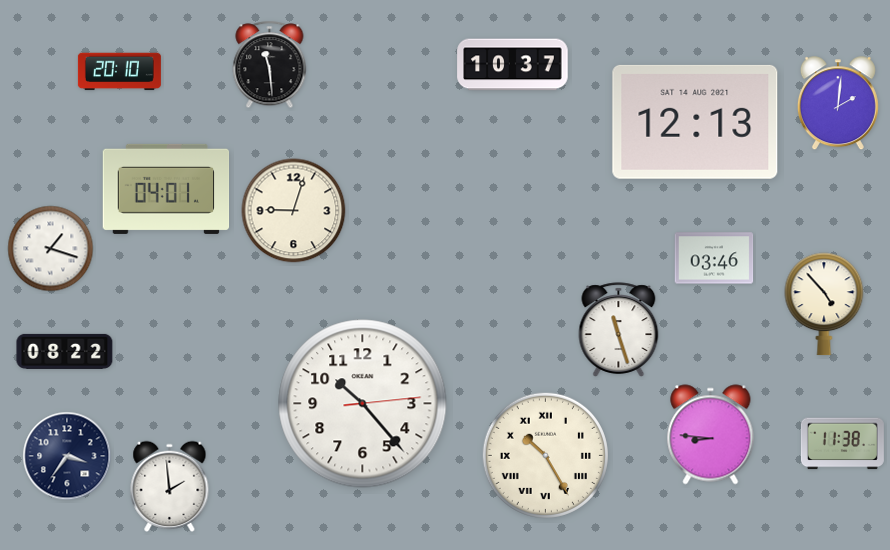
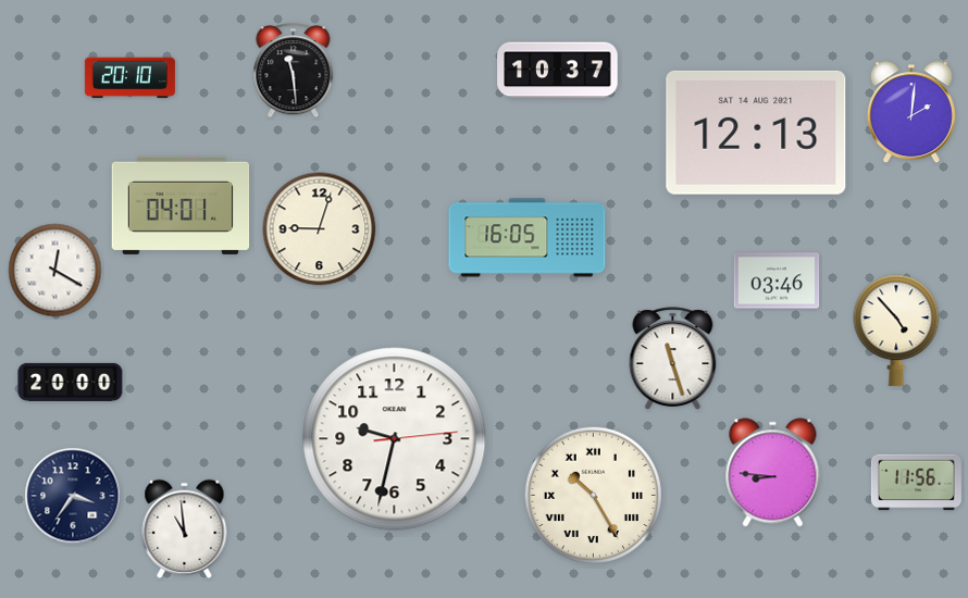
clock at (528, 238): none -> 16:05
clock at (51, 249): 1:18 -> 12:20
clock at (65, 351): 08:22 -> 20:00
clock at (363, 404): 10:23 -> 9:32
clock at (842, 444): 11:38 -> 11:56
clock at (170, 486): 1:59 -> 10:59
